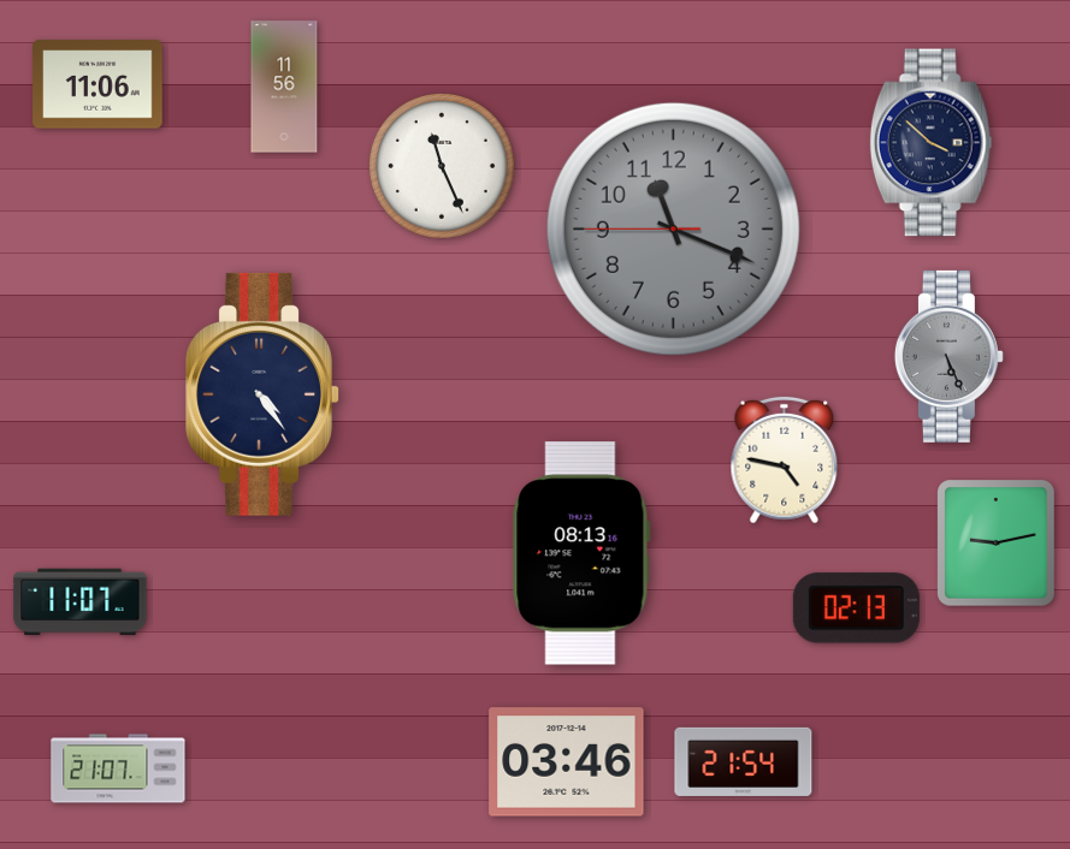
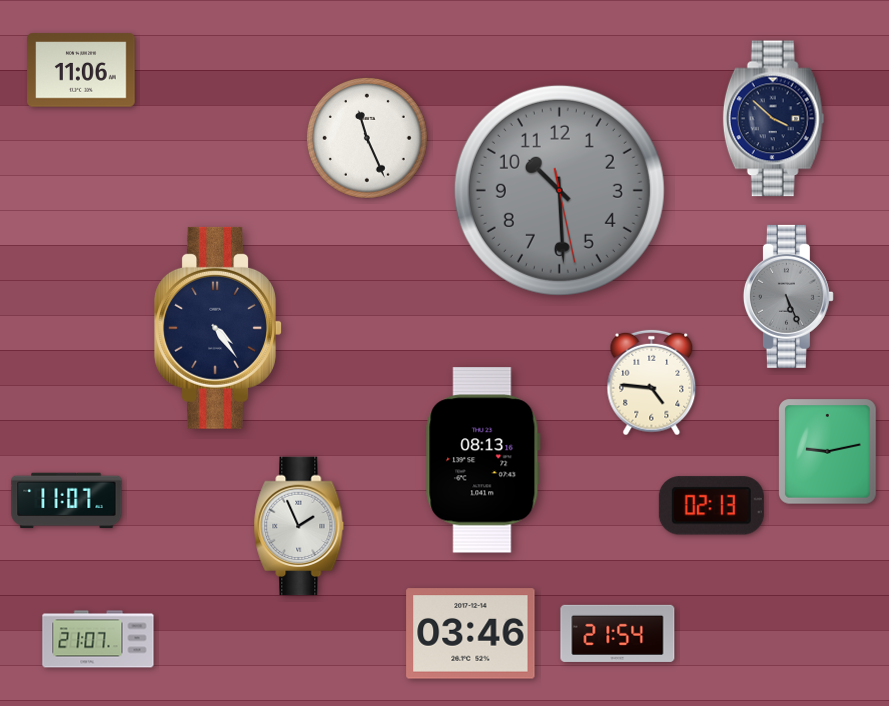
clock at (284, 87): 11:56 -> none
clock at (673, 228): 11:18 -> 10:29
clock at (785, 461): 4:47 -> 4:46
clock at (299, 526): none -> 1:56
